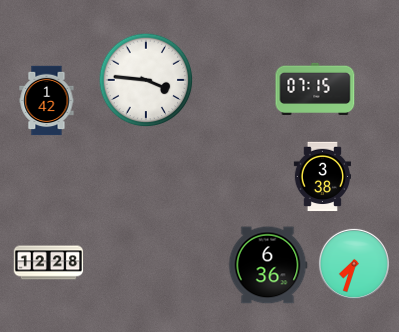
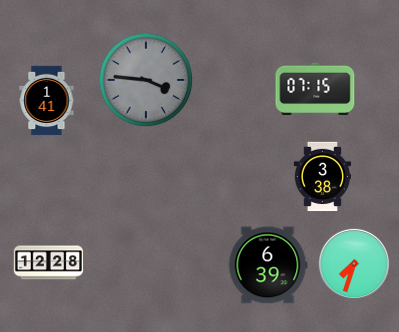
clock at (146, 80) dial: white -> grey
clock at (47, 101): 1:42 -> 1:41
clock at (268, 265): 6:36 -> 6:39
